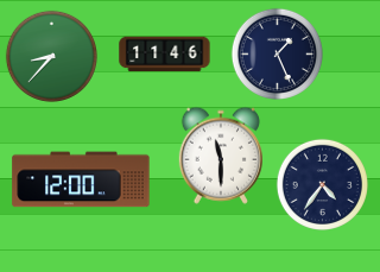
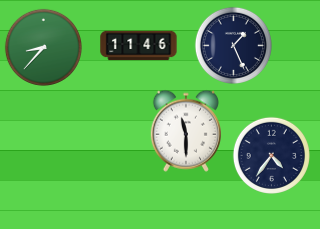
clock at (81, 179): 12:00 -> none
